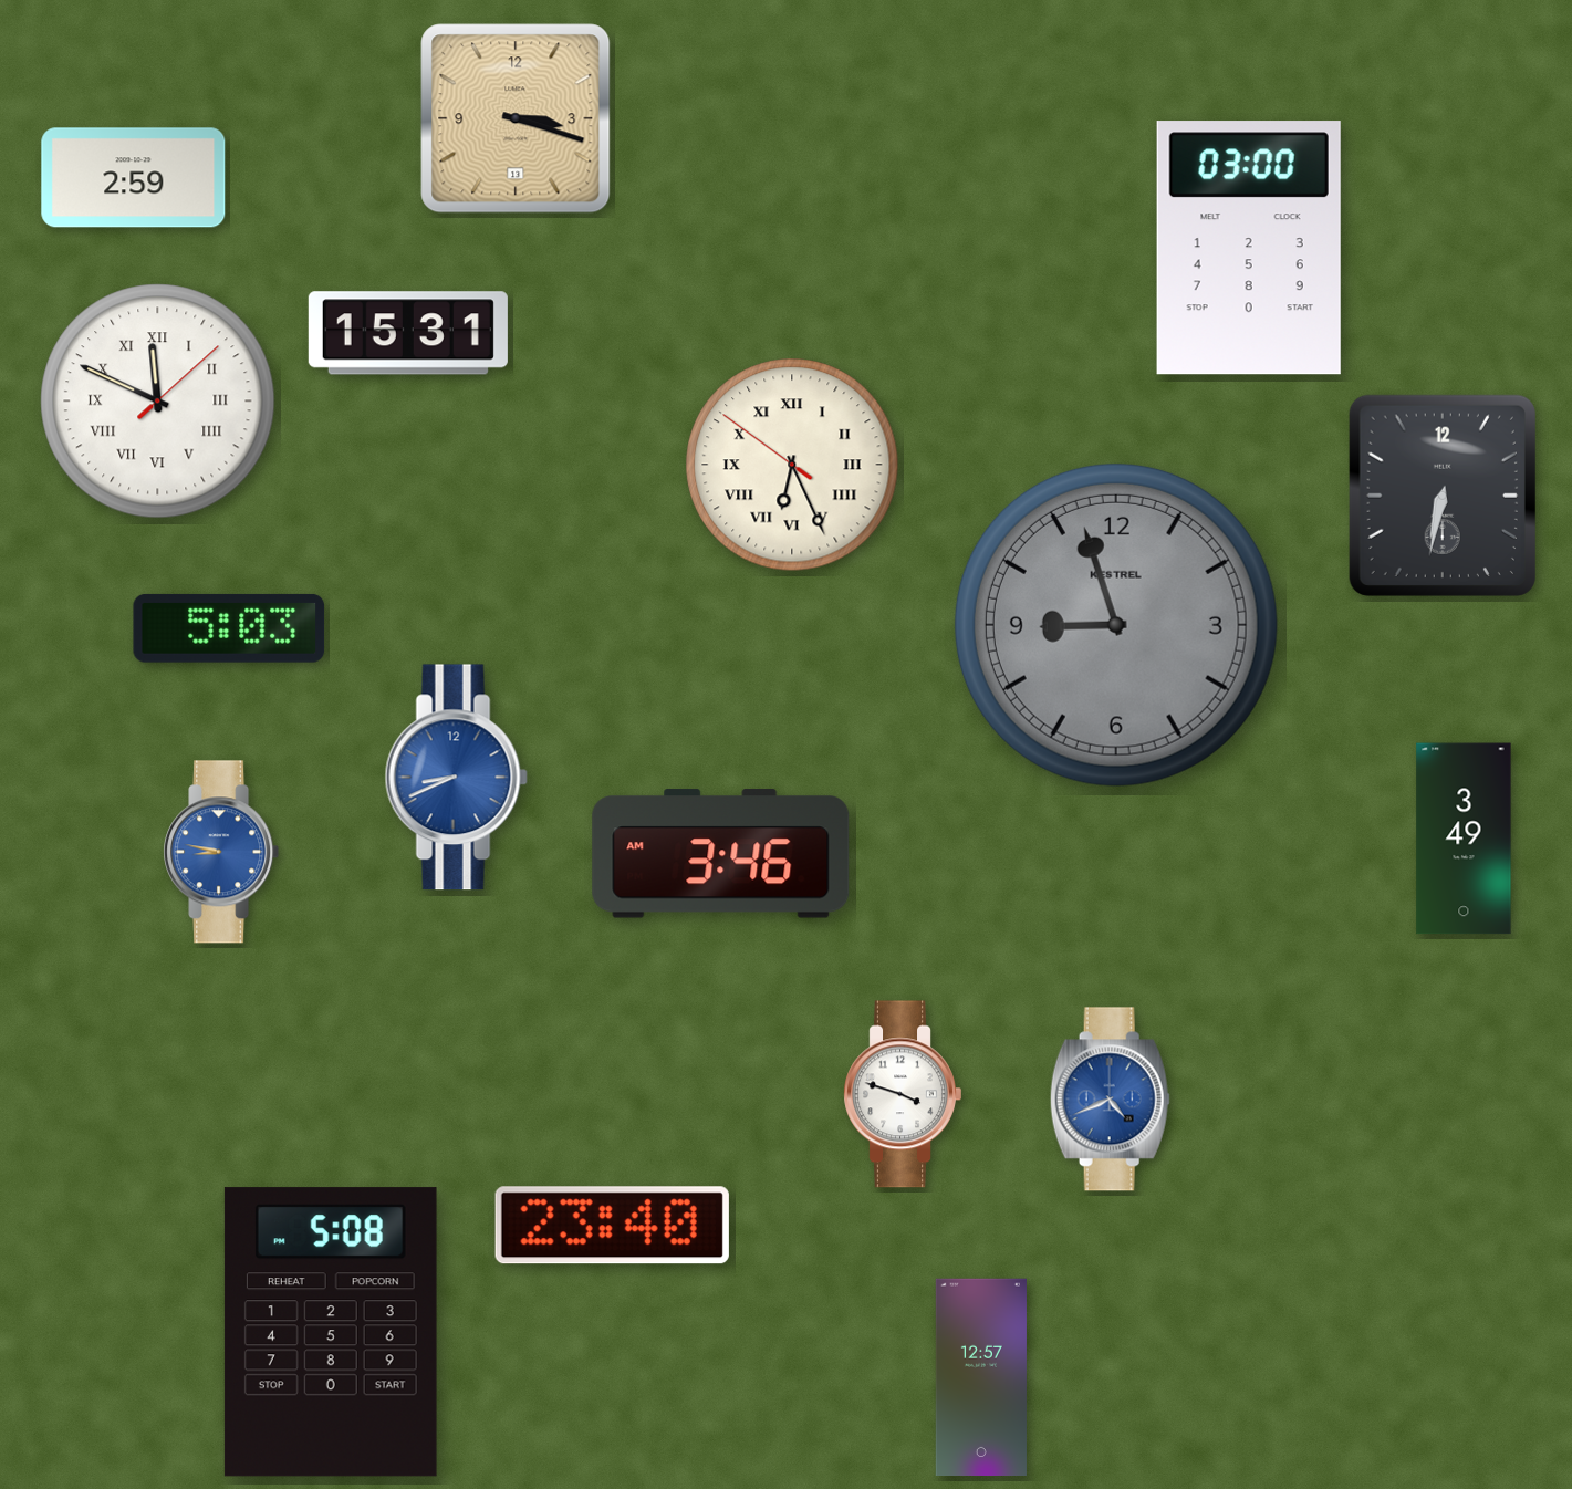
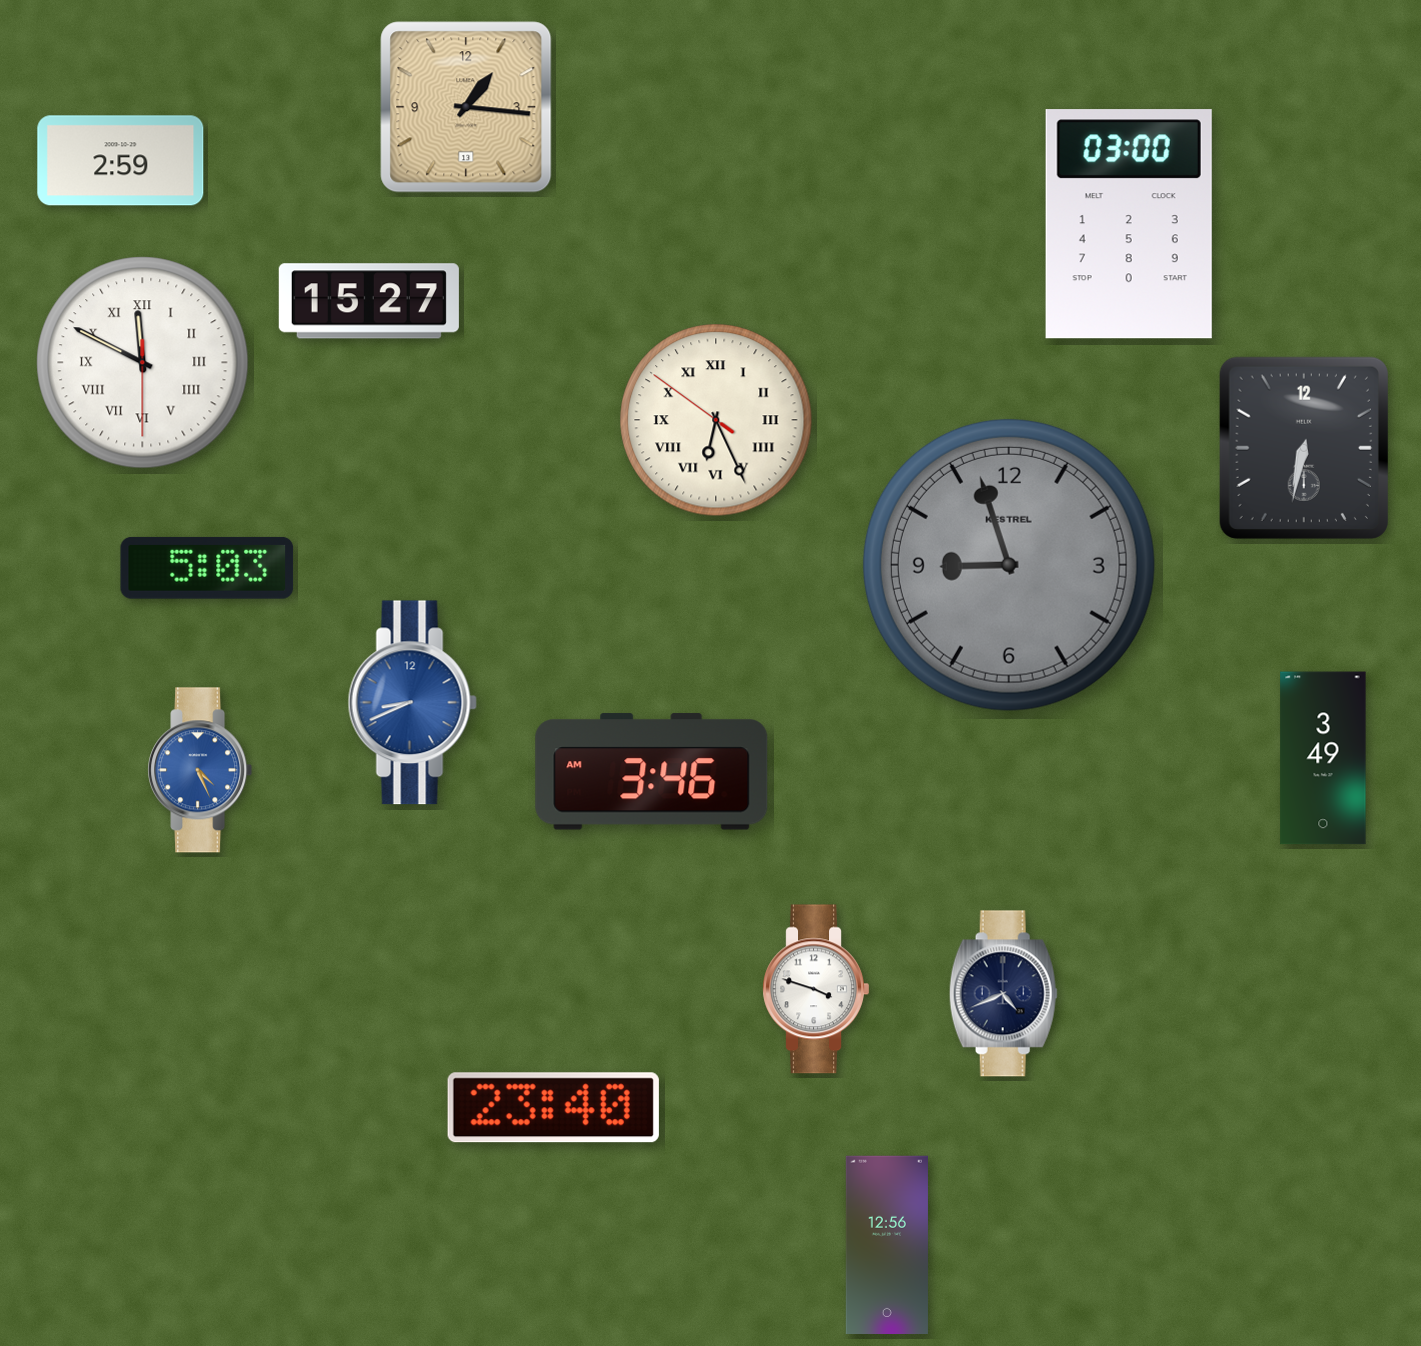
clock at (516, 118): 3:18 -> 1:16
clock at (408, 333): 15:31 -> 15:27
clock at (158, 402): 11:49:08 -> 11:49:30
clock at (221, 852): 8:47 -> 4:26
clock at (1110, 1100) dial: blue -> navy
clock at (331, 1332): 5:08 -> none
clock at (981, 1376): 12:57 -> 12:56
